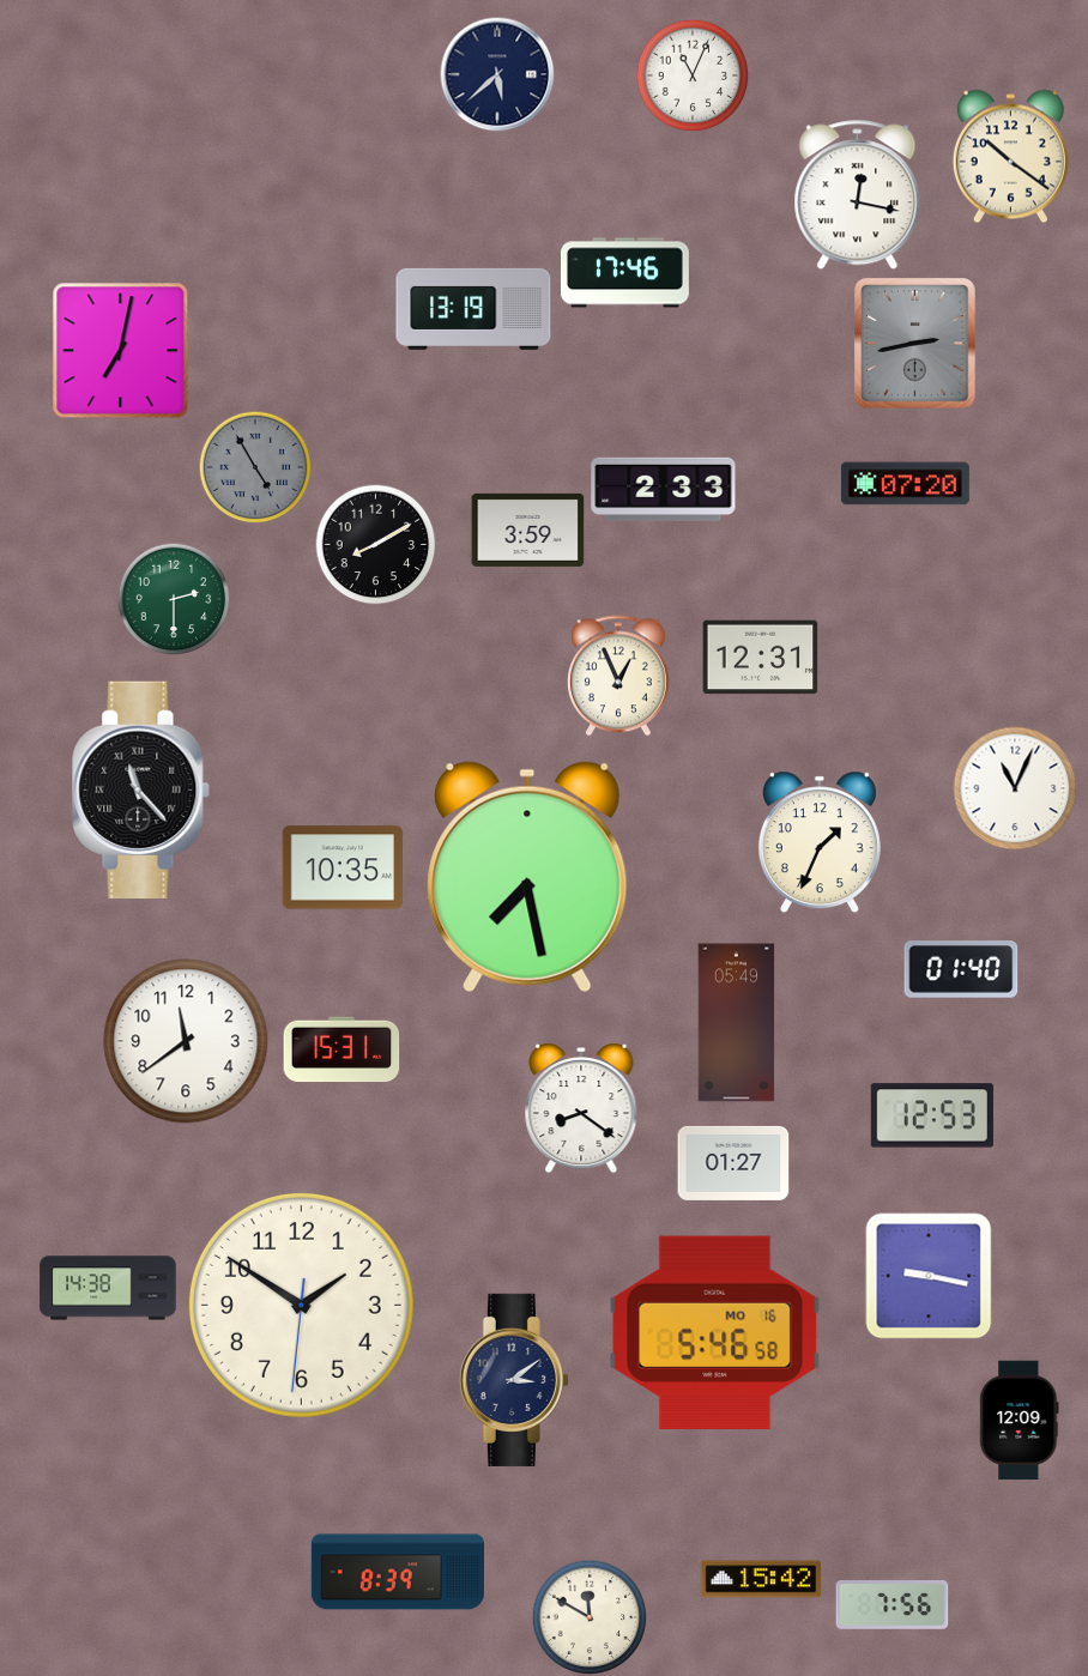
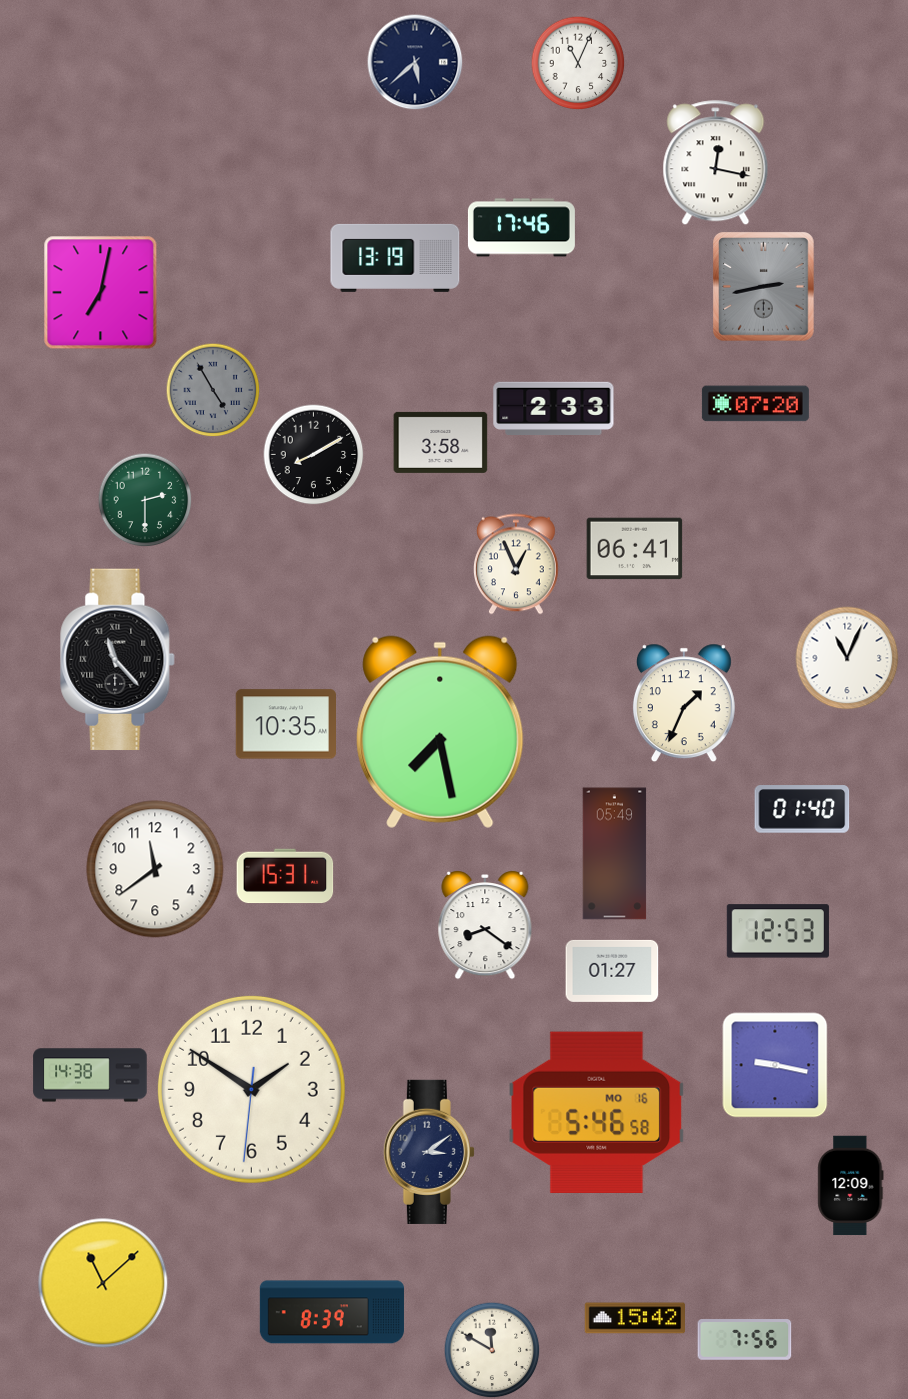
clock at (1010, 157): 10:21 -> none
clock at (528, 530): 3:59 -> 3:58
clock at (761, 658): 12:31 -> 06:41
clock at (103, 1283): none -> 11:08
